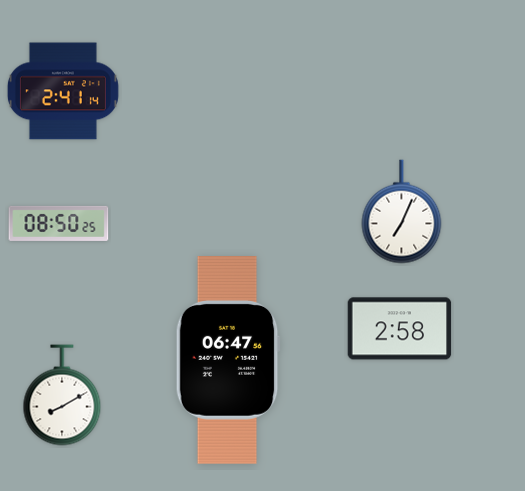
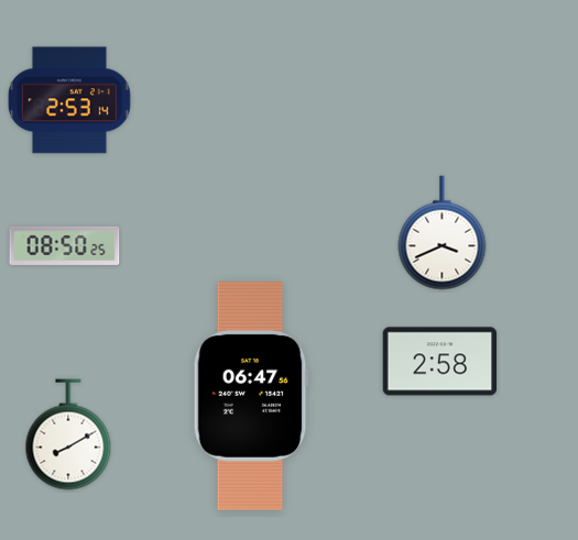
clock at (63, 91): 2:41 -> 2:53
clock at (402, 212): 7:04 -> 3:41
